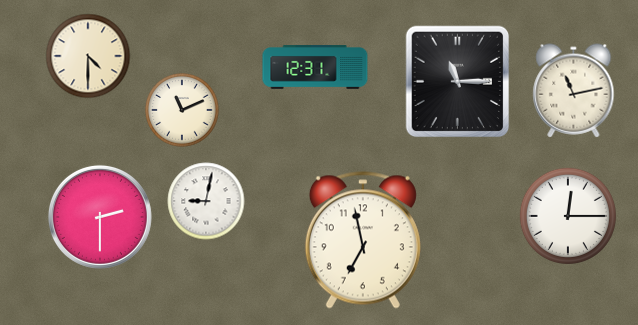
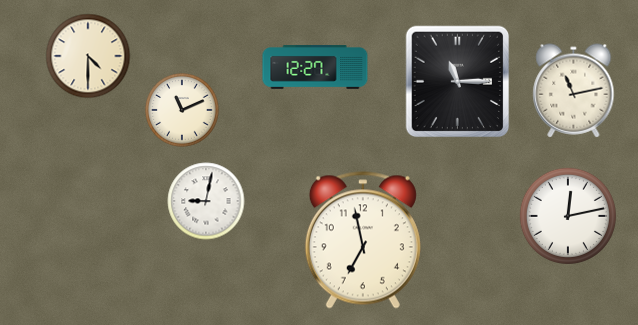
clock at (315, 67): 12:31 -> 12:27
clock at (568, 216): 12:15 -> 12:13
clock at (100, 217): 2:30 -> none
